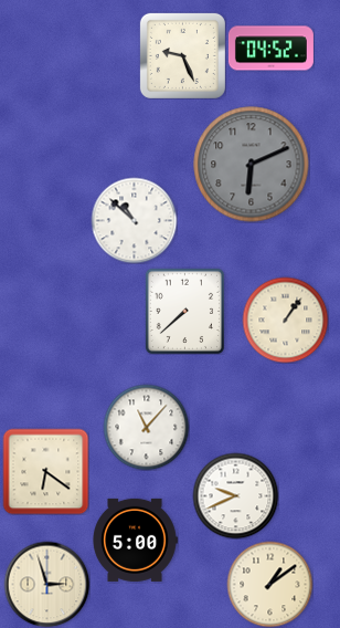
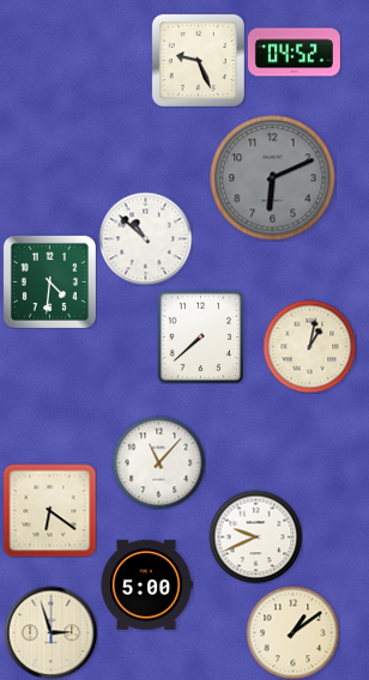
clock at (49, 281): none -> 4:31
clock at (285, 320): 1:06 -> 1:02
